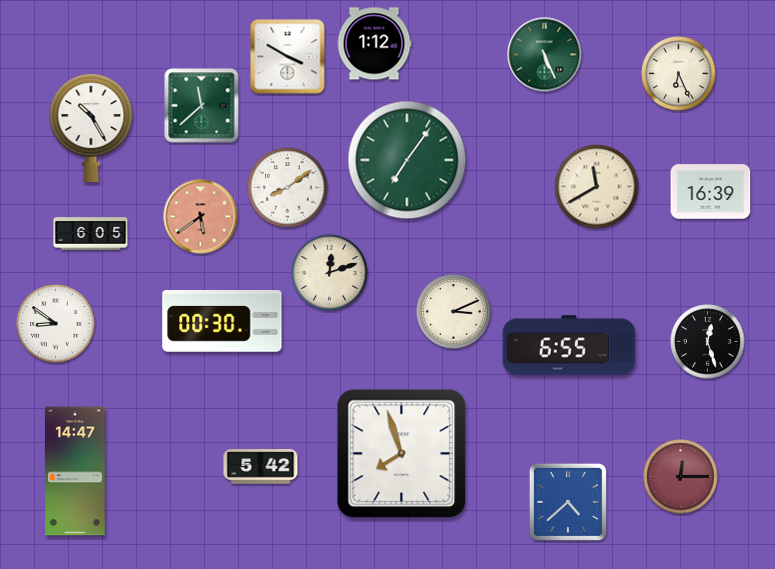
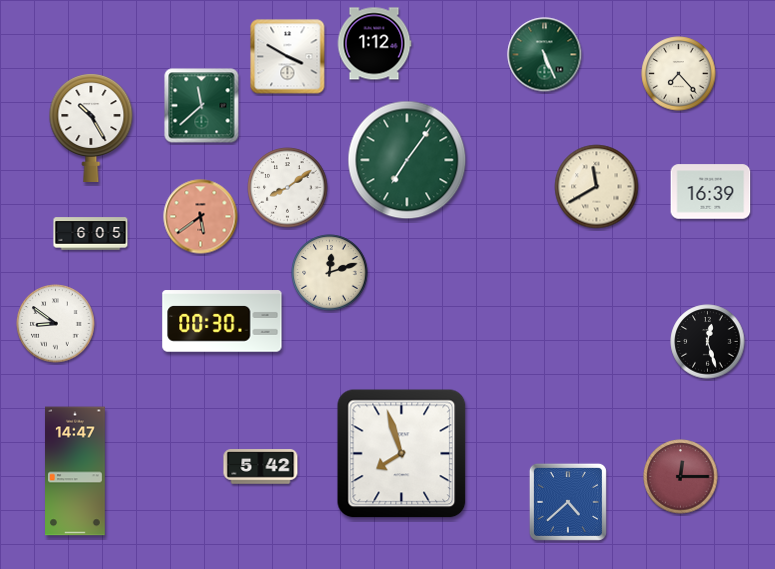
clock at (679, 74): 6:26 -> 7:23
clock at (454, 312): 3:11 -> none
clock at (569, 345): 6:55 -> none
